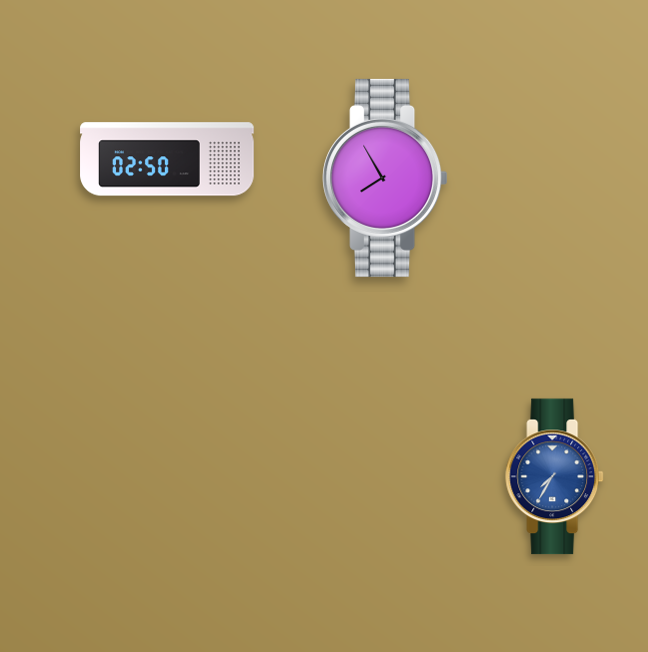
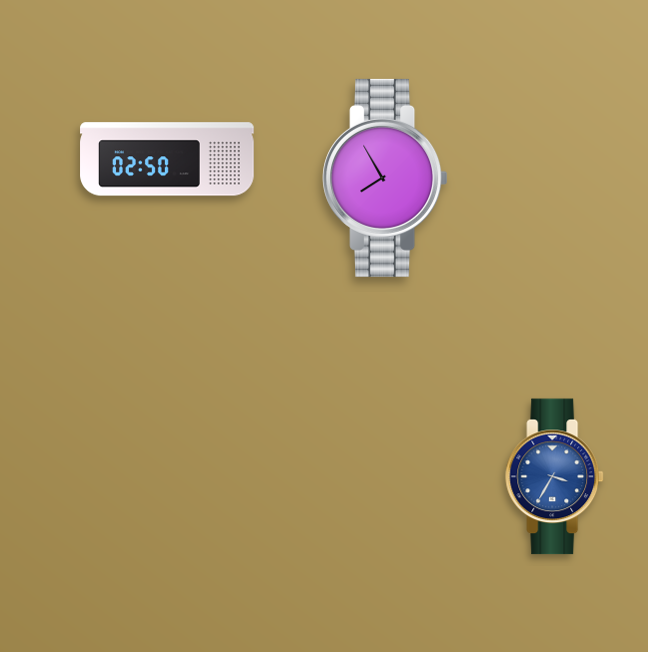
clock at (555, 477): 7:35 -> 3:35
